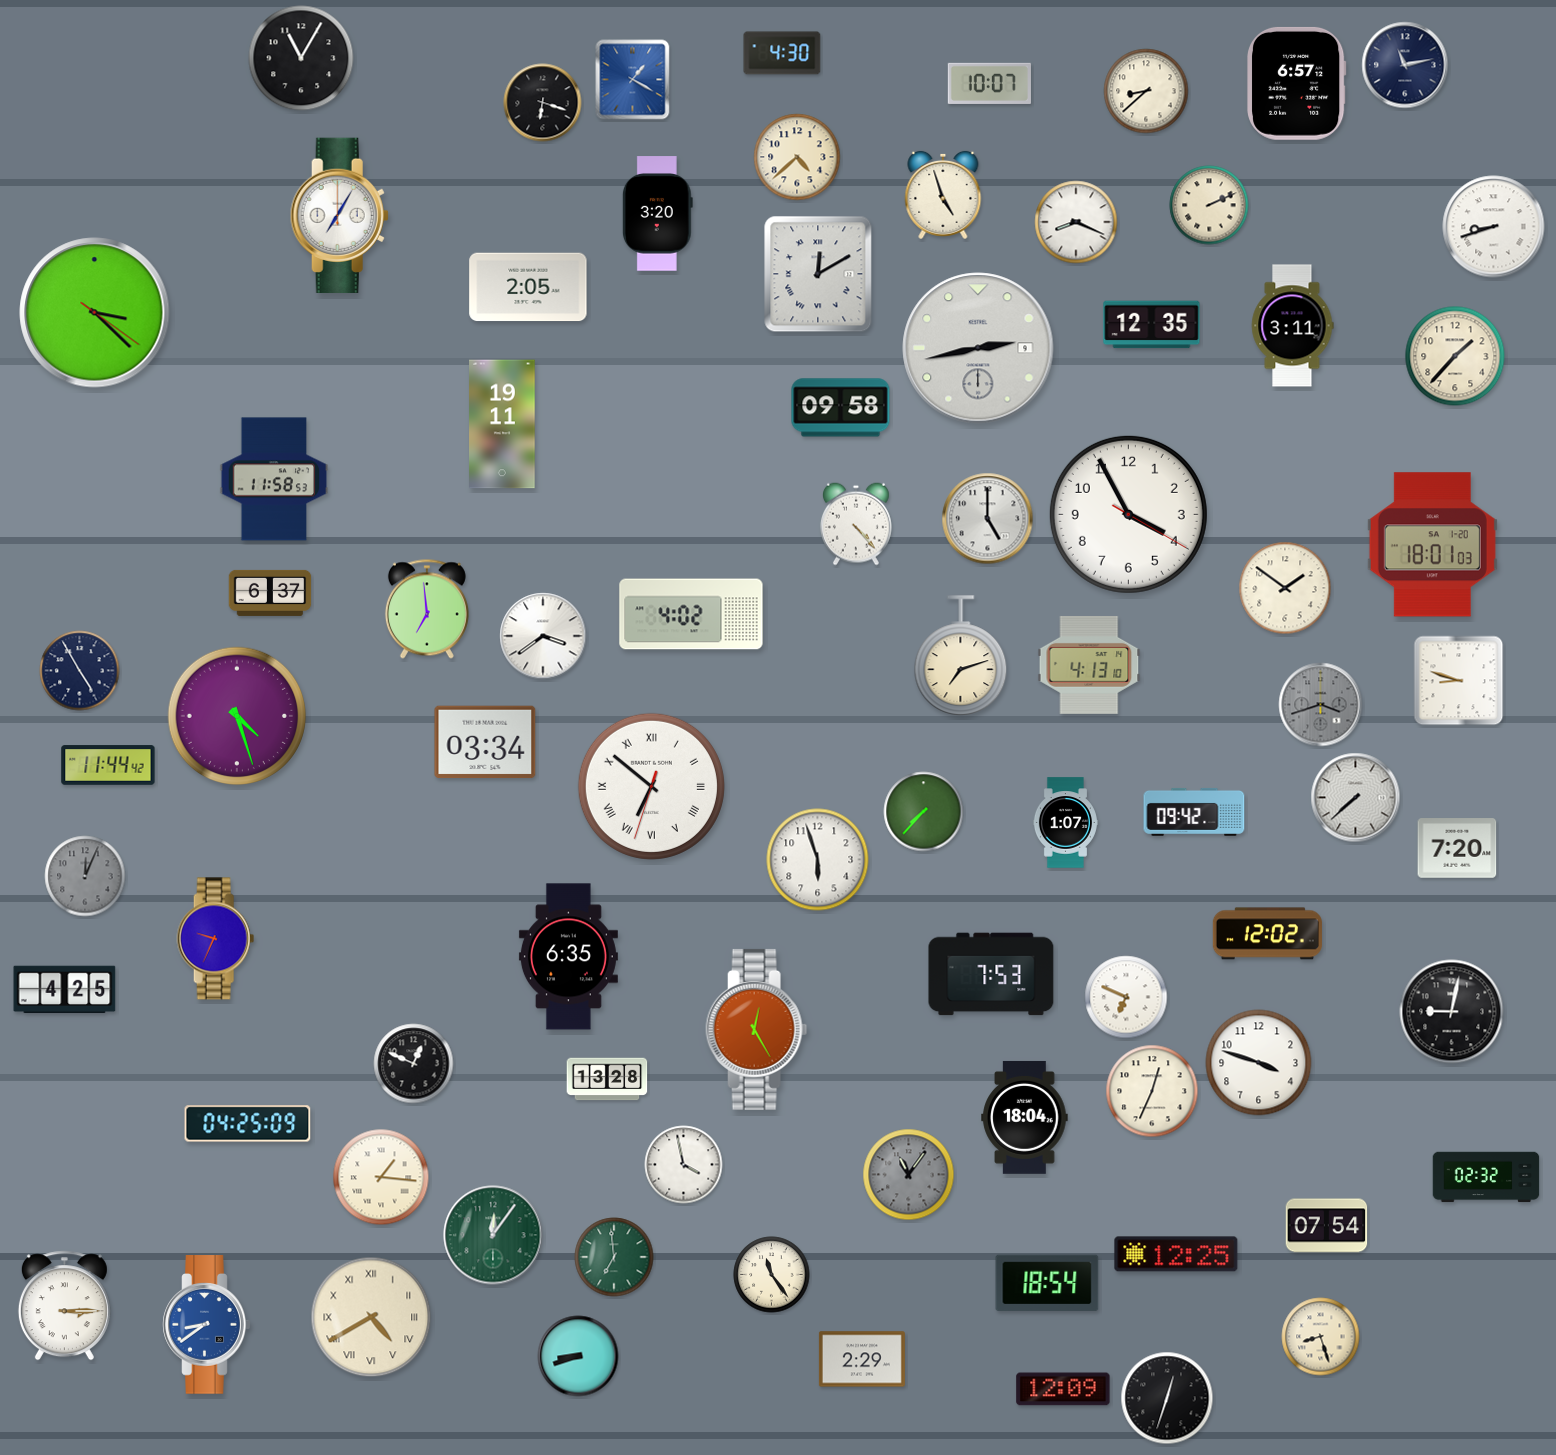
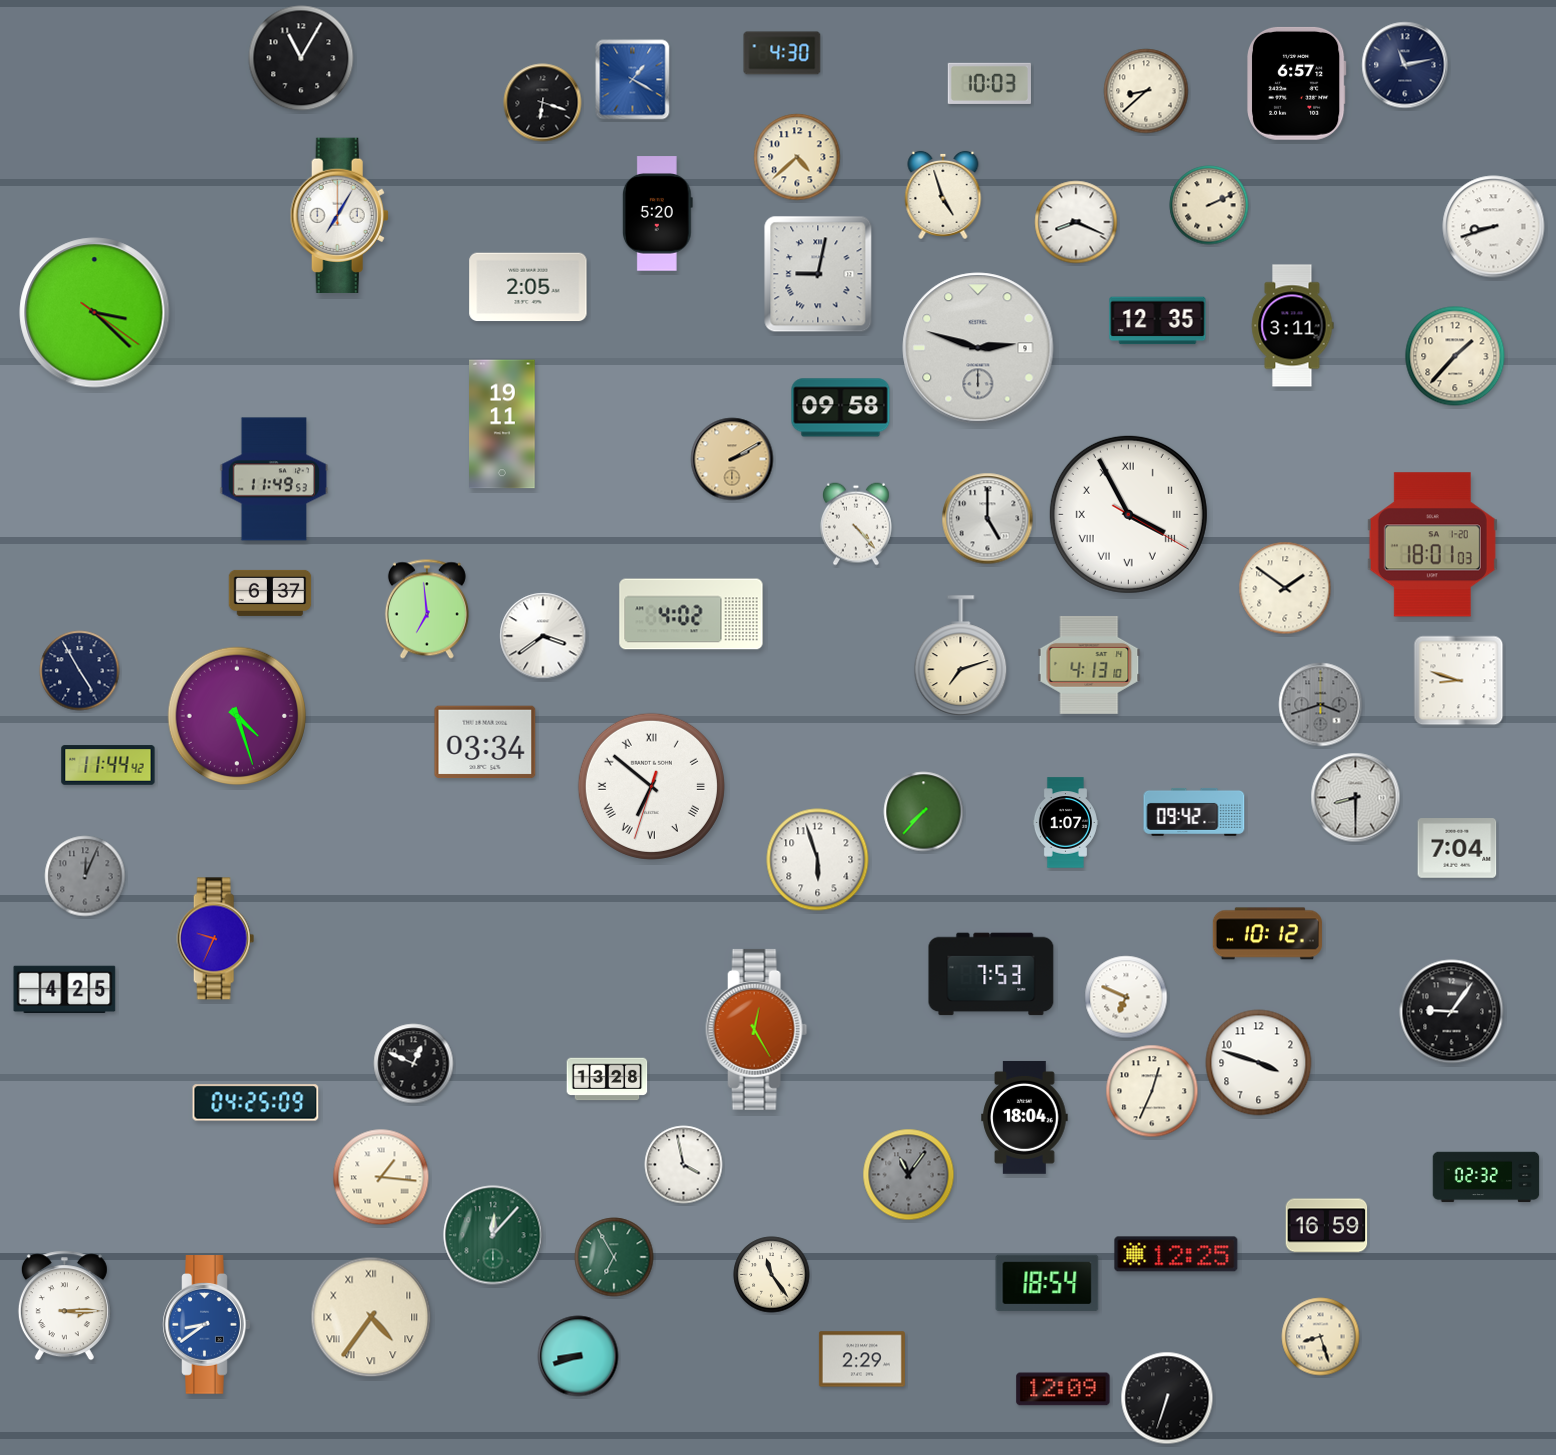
clock at (989, 83): 10:07 -> 10:03
clock at (657, 214): 3:20 -> 5:20
clock at (818, 274): 12:10 -> 9:02
clock at (1152, 325) position: (1152, 325) -> (1158, 321)
clock at (978, 348): 2:43 -> 2:48
clock at (732, 459): none -> 2:10
clock at (274, 479): 11:58 -> 11:49
clock at (1128, 514) numerals: Arabic -> Roman
clock at (1356, 798): 7:38 -> 8:30
clock at (1457, 848): 7:20 -> 7:04
clock at (1267, 934): 12:02 -> 10:12
clock at (568, 957): 6:35 -> none
clock at (1452, 1012): 9:02 -> 9:06
clock at (248, 1124) position: (248, 1124) -> (256, 1103)
clock at (1327, 1226): 07:54 -> 16:59
clock at (493, 1235): 12:06 -> 12:07
clock at (614, 1257): 6:59 -> 6:55
clock at (371, 1317): 4:40 -> 4:36
clock at (1167, 1398): 12:33 -> 6:33
